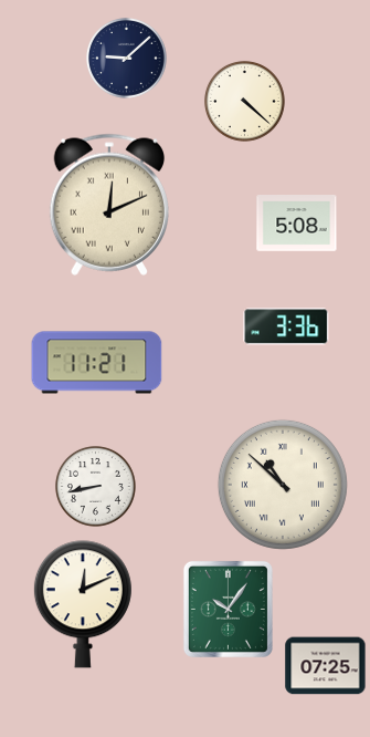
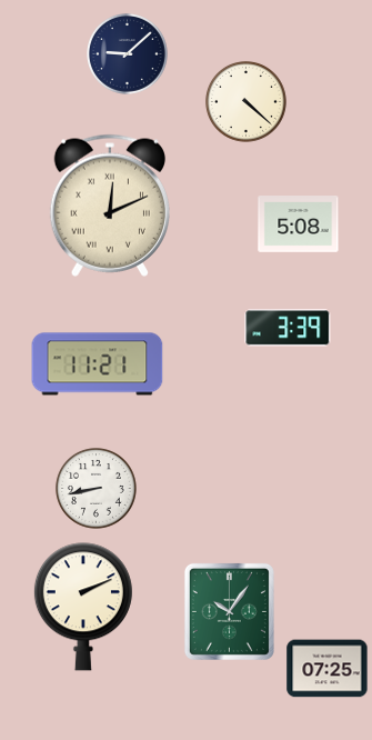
clock at (126, 58) position: (126, 58) -> (127, 53)
clock at (286, 326): 3:36 -> 3:39
clock at (283, 485): 10:52 -> none
clock at (83, 604): 12:11 -> 2:11
